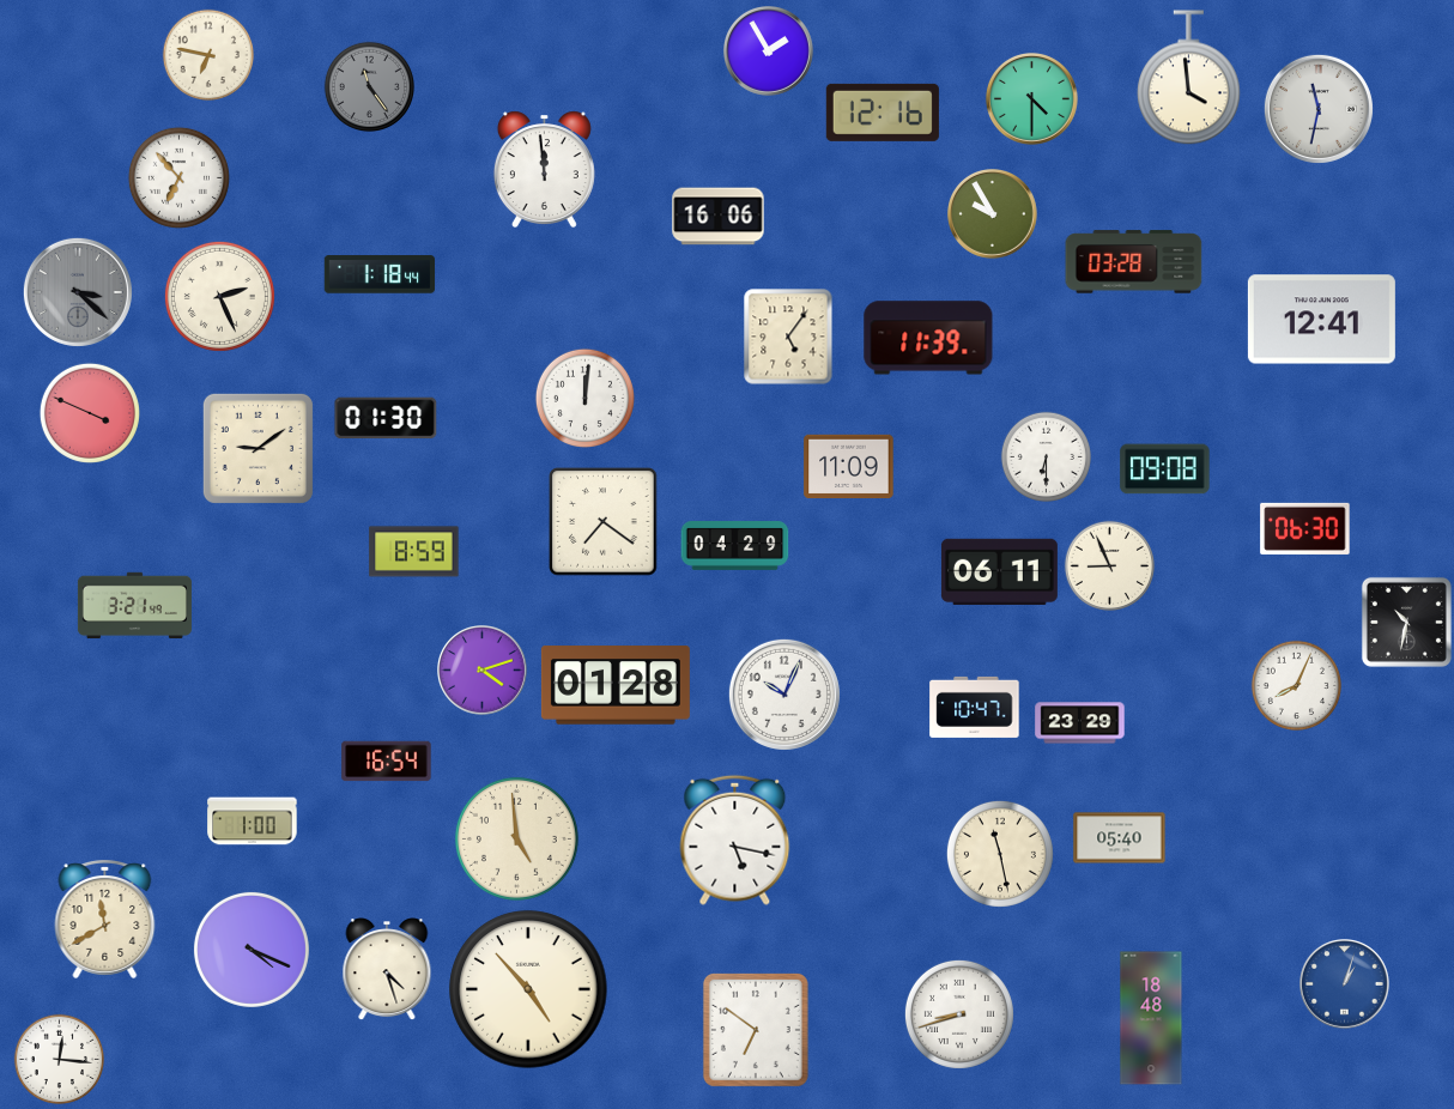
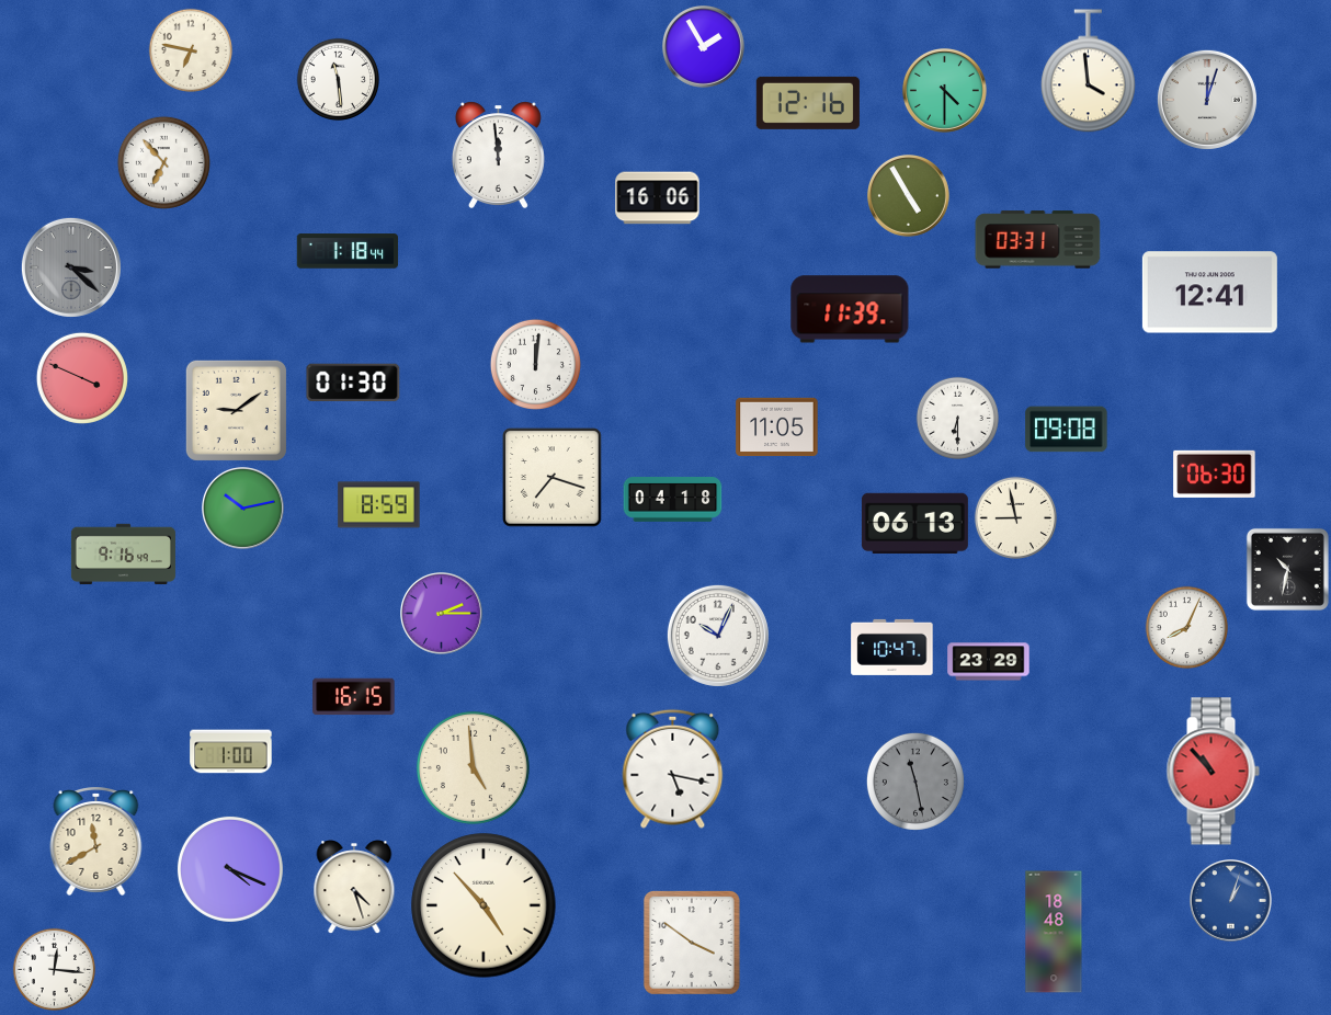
clock at (369, 86): 11:24 -> 11:29
clock at (369, 86) dial: grey -> white
clock at (1319, 109): 11:32 -> 12:03
clock at (993, 214): 9:55 -> 4:55
clock at (1134, 262): 03:28 -> 03:31
clock at (219, 296): 2:26 -> none
clock at (788, 337): 5:06 -> none
clock at (849, 467): 11:09 -> 11:05
clock at (604, 522): 7:21 -> 7:18
clock at (1305, 528) position: (1305, 528) -> (1215, 474)
clock at (735, 546): 04:29 -> 04:18
clock at (243, 509): none -> 10:13
clock at (1109, 565): 8:56 -> 8:58
clock at (999, 571): 06:11 -> 06:13
clock at (134, 606): 3:21 -> 9:16
clock at (483, 671): 4:12 -> 2:15
clock at (616, 685): 01:28 -> none
clock at (387, 762): 16:54 -> 16:15
clock at (1120, 838): 05:40 -> none
clock at (1213, 772): none -> 10:53
clock at (1000, 854) dial: cream -> grey
clock at (959, 1014): 8:42 -> none
clock at (756, 1030): 6:51 -> 3:51
